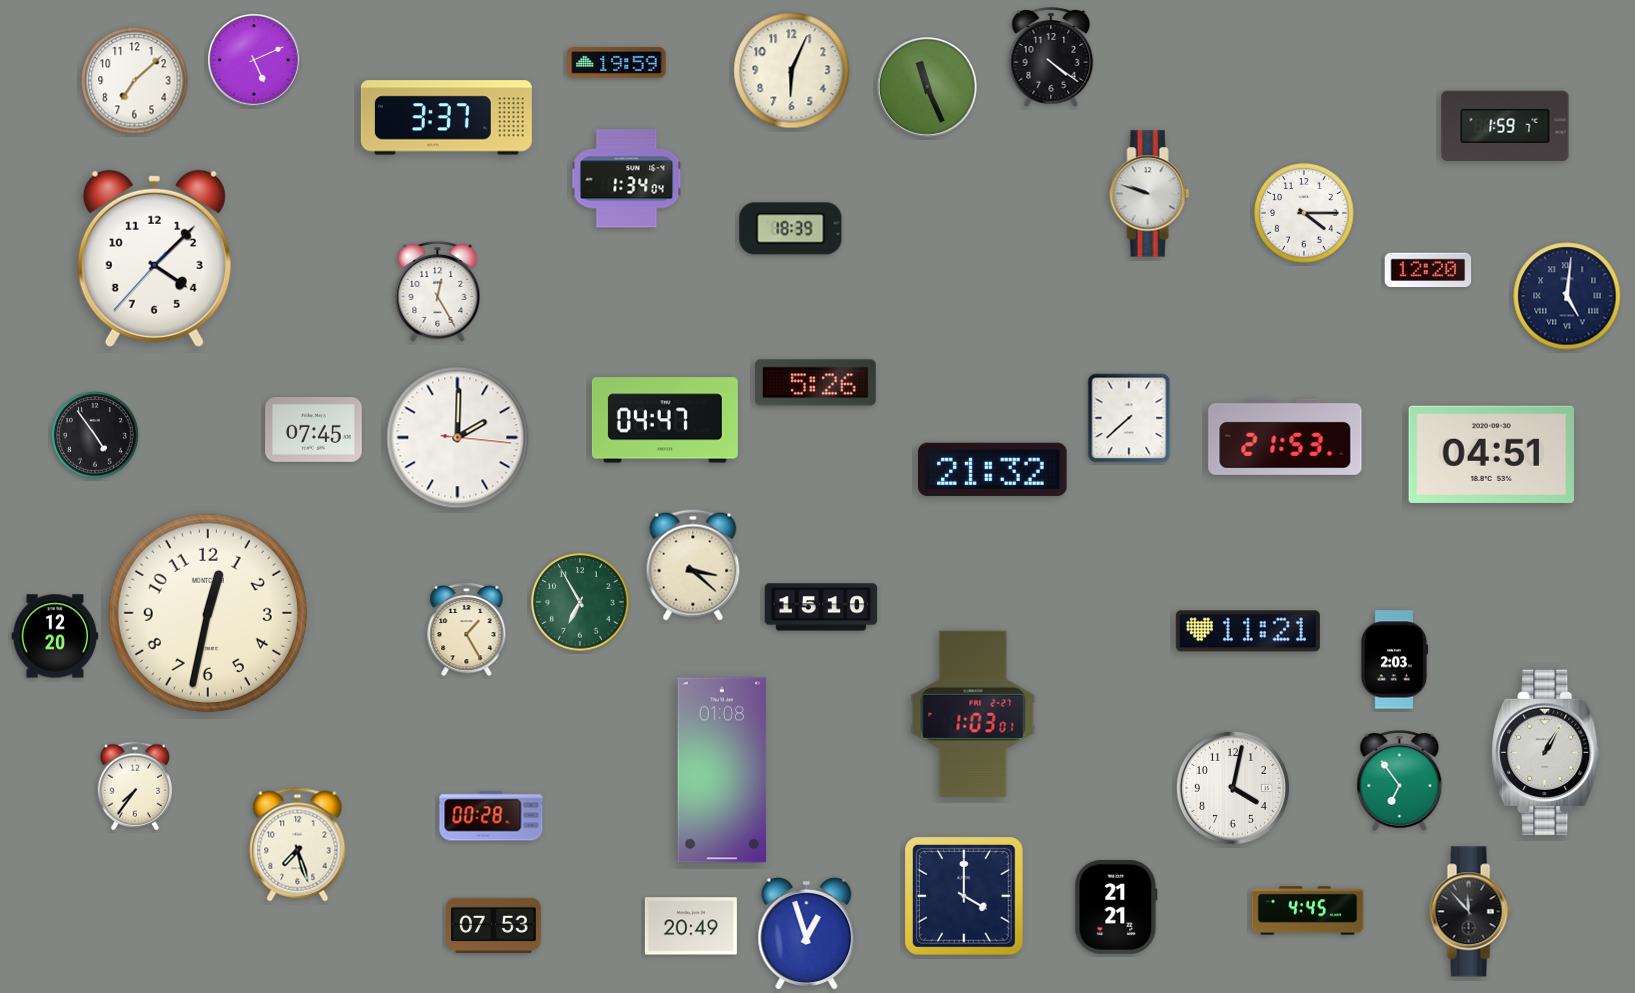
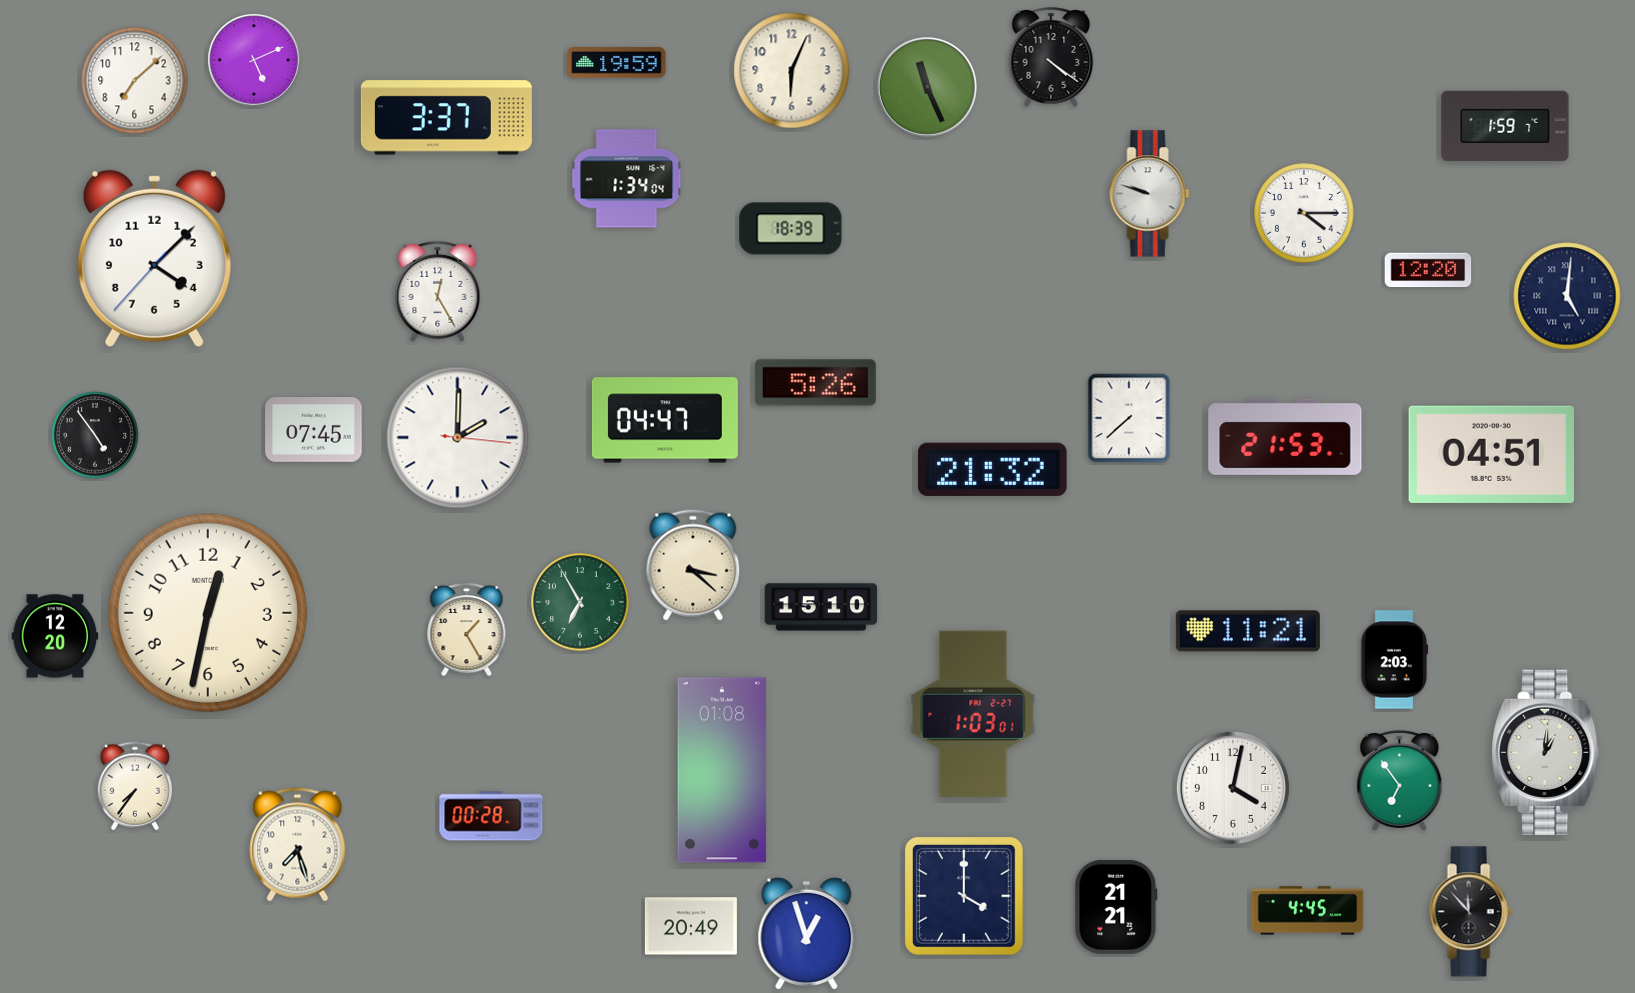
clock at (1546, 753): 1:05 -> 1:01
clock at (494, 926): 07:53 -> none
